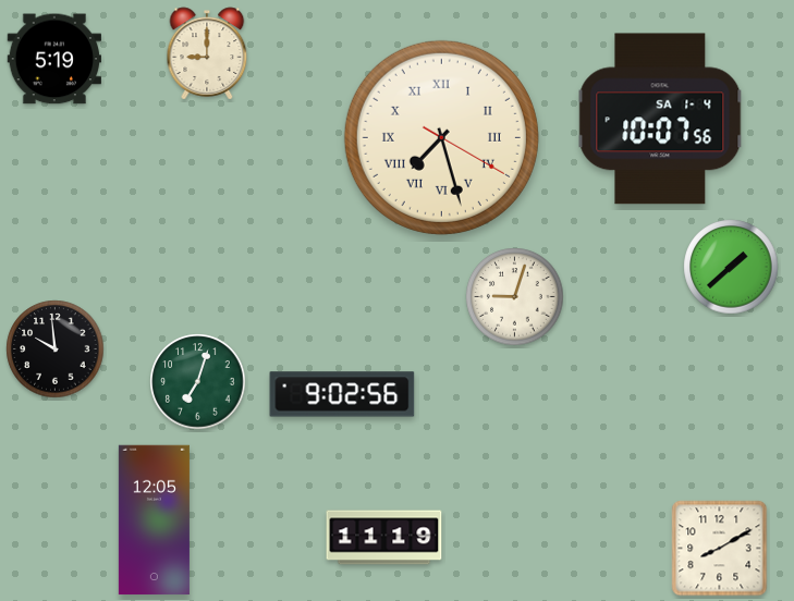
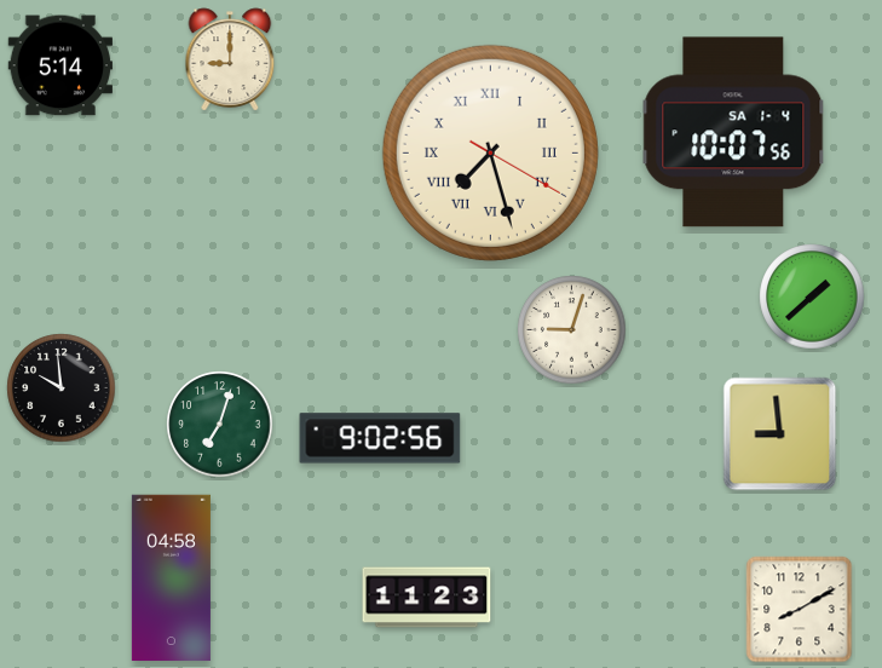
clock at (54, 59): 5:19 -> 5:14
clock at (780, 434): none -> 8:59
clock at (154, 520): 12:05 -> 04:58
clock at (384, 538): 11:19 -> 11:23
